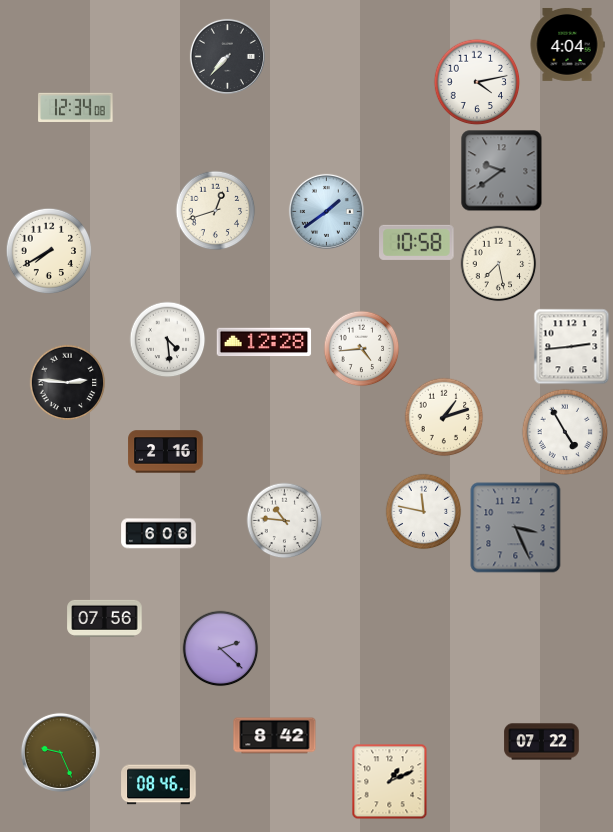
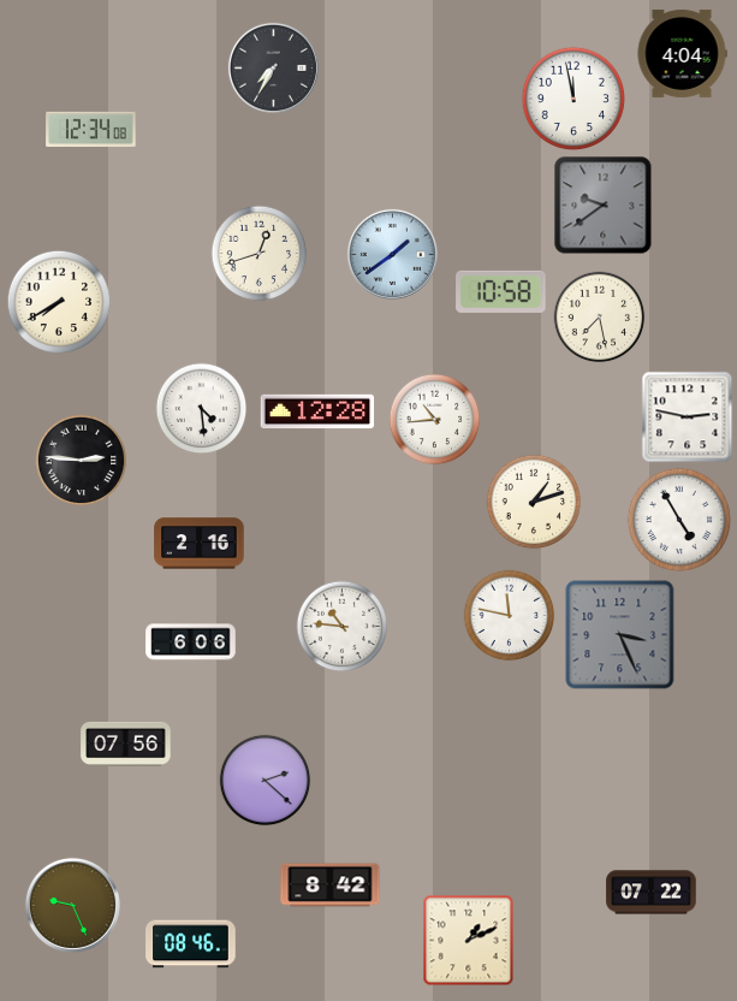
clock at (227, 56): 7:37 -> 7:35
clock at (477, 82): 4:13 -> 11:58
clock at (572, 347): 2:44 -> 2:47
clock at (362, 349): 4:44 -> 10:44
